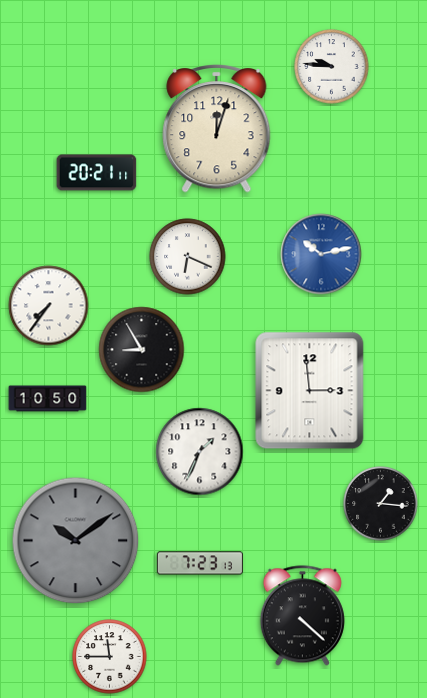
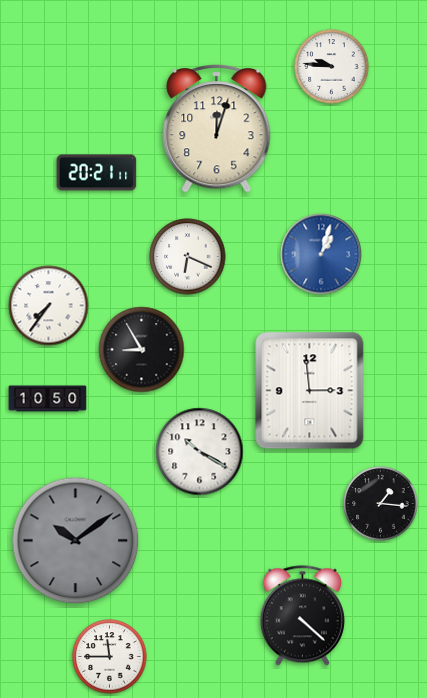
clock at (321, 254): 10:13 -> 1:03
clock at (200, 452): 1:34 -> 10:20
clock at (200, 563): 7:23 -> none
